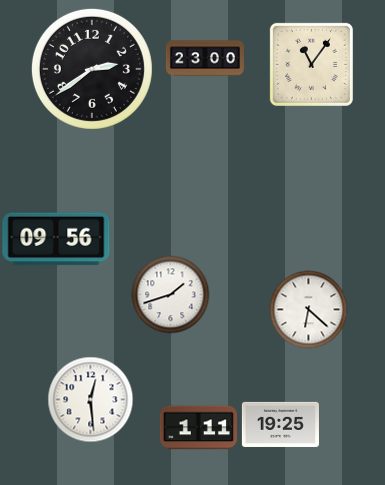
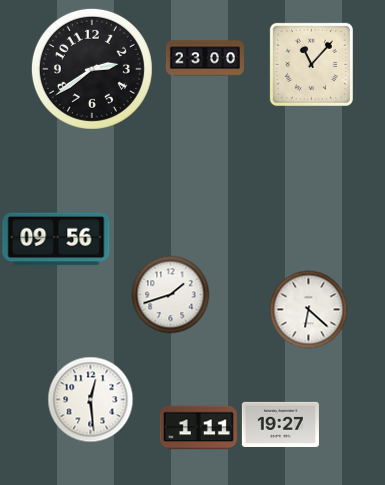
clock at (311, 64): 11:06 -> 11:07
clock at (280, 424): 19:25 -> 19:27
